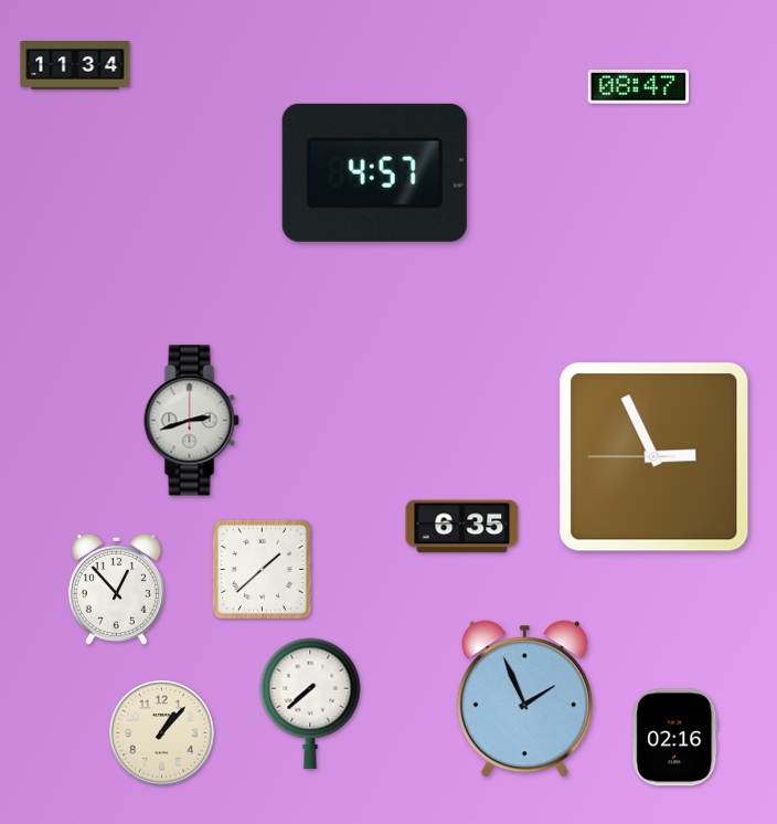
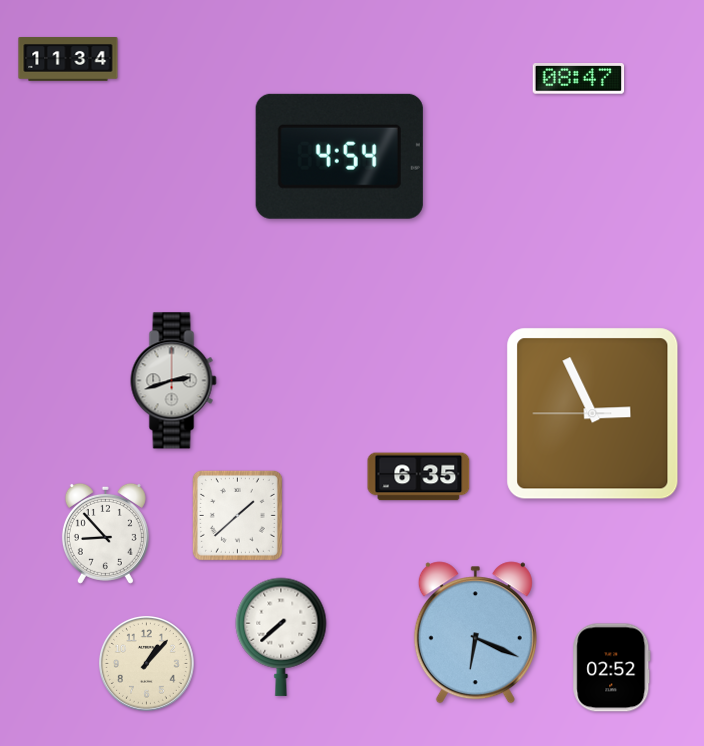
clock at (374, 172): 4:57 -> 4:54
clock at (116, 589): 12:53 -> 8:53
clock at (524, 699): 1:56 -> 6:19
clock at (675, 738): 02:16 -> 02:52
